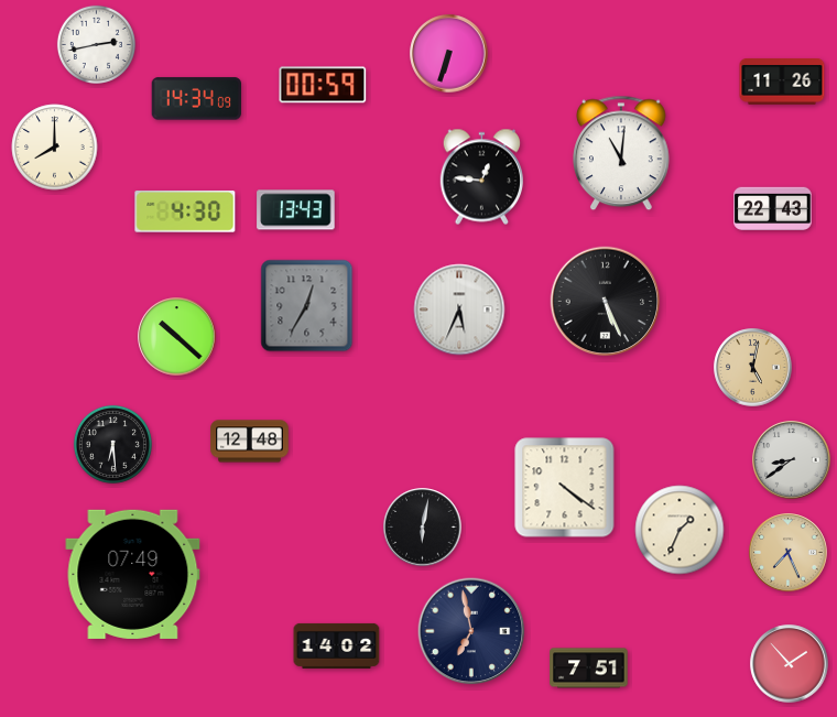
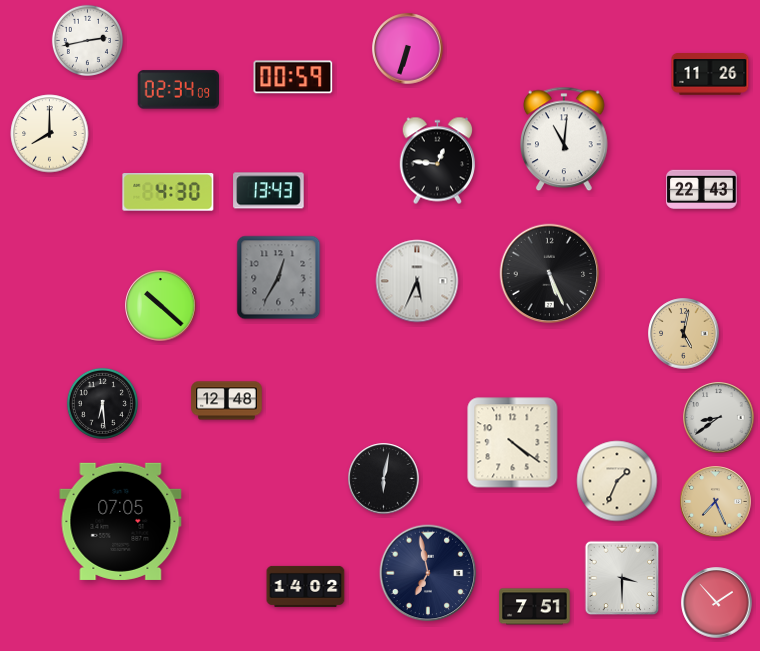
clock at (196, 99): 14:34 -> 02:34
clock at (133, 574): 07:49 -> 07:05
clock at (622, 578): none -> 3:30
